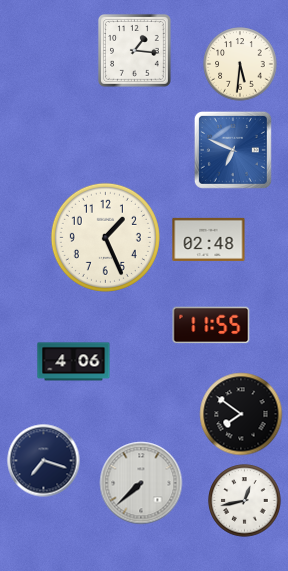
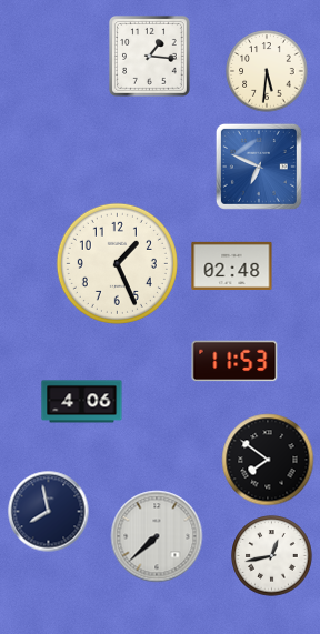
clock at (211, 325): 11:55 -> 11:53
clock at (44, 461): 7:18 -> 7:58
